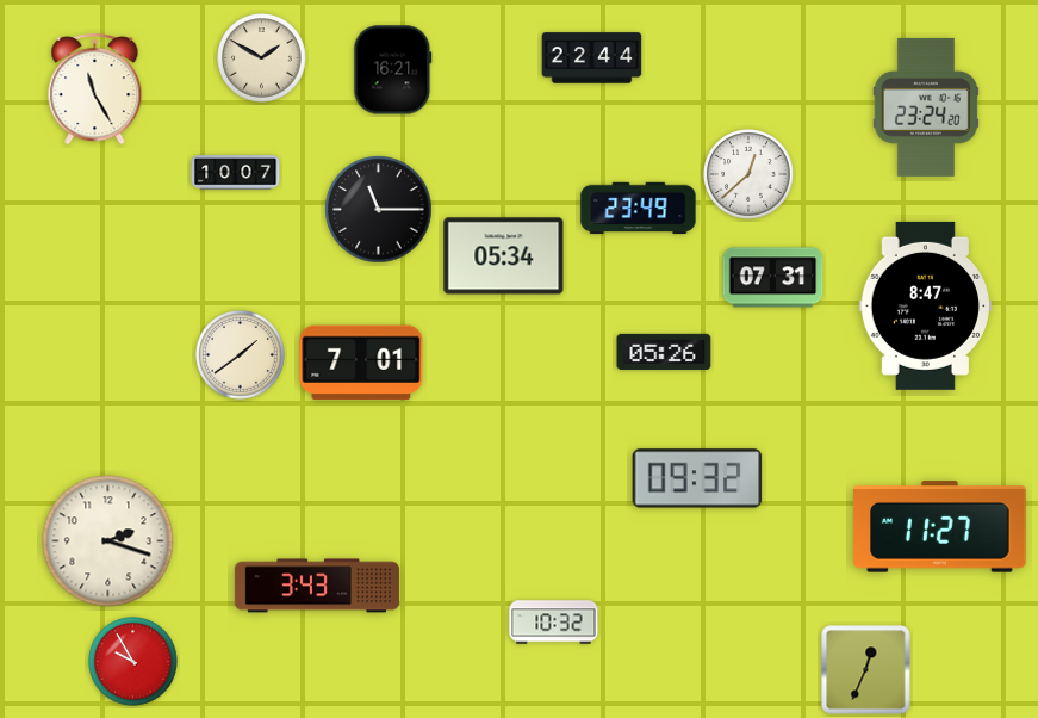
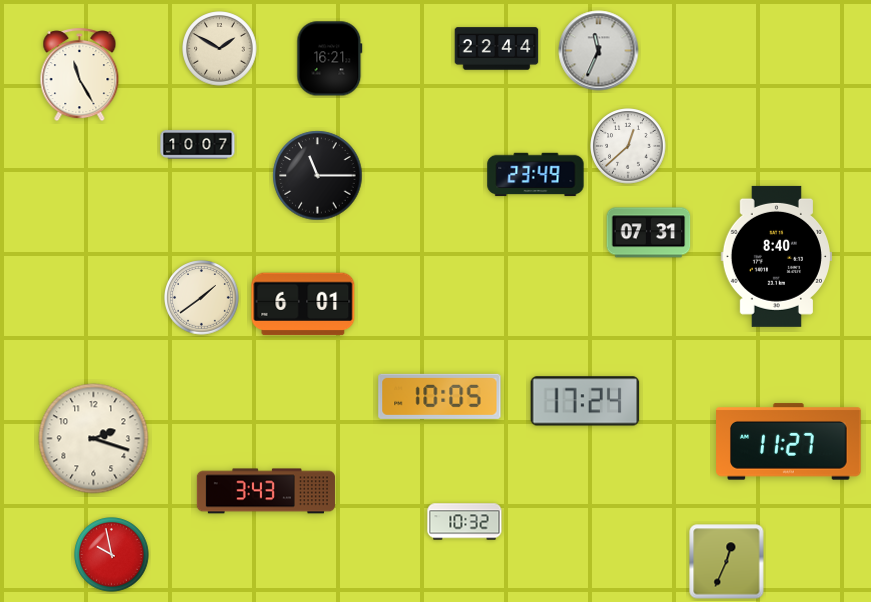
clock at (599, 51): none -> 11:34
clock at (926, 107): 23:24 -> none
clock at (504, 256): 05:34 -> none
clock at (925, 305): 8:47 -> 8:40
clock at (664, 351): 05:26 -> none
clock at (361, 363): 7:01 -> 6:01
clock at (440, 396): none -> 10:05
clock at (697, 478): 09:32 -> 17:24
clock at (108, 541) position: (108, 541) -> (94, 439)
clock at (133, 662): 9:55 -> 9:58
